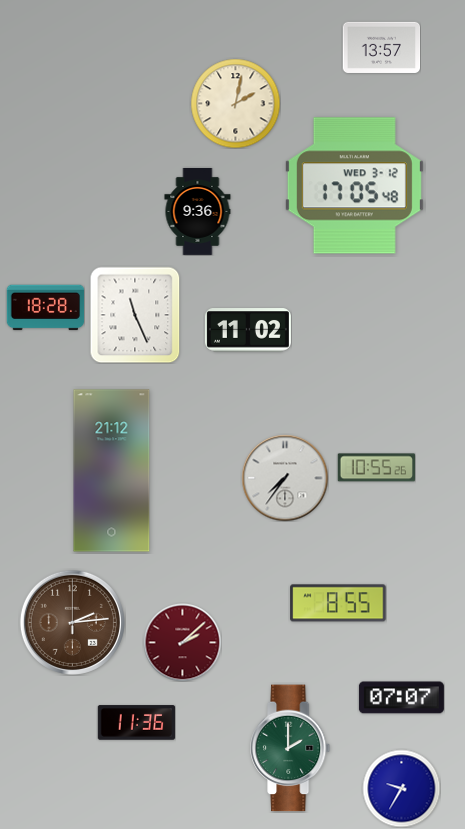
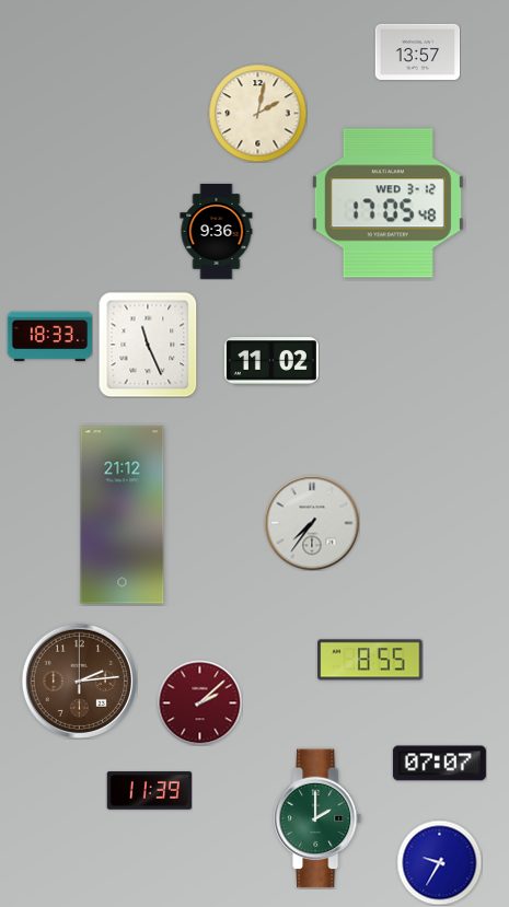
clock at (45, 308): 18:28 -> 18:33
clock at (376, 468): 10:55 -> none
clock at (136, 723): 11:36 -> 11:39
